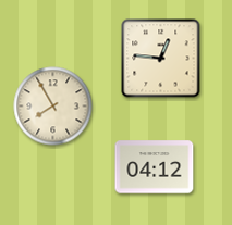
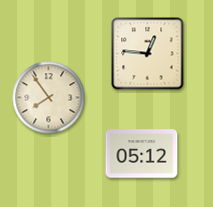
clock at (53, 107): 7:55 -> 7:54
clock at (155, 167): 04:12 -> 05:12
